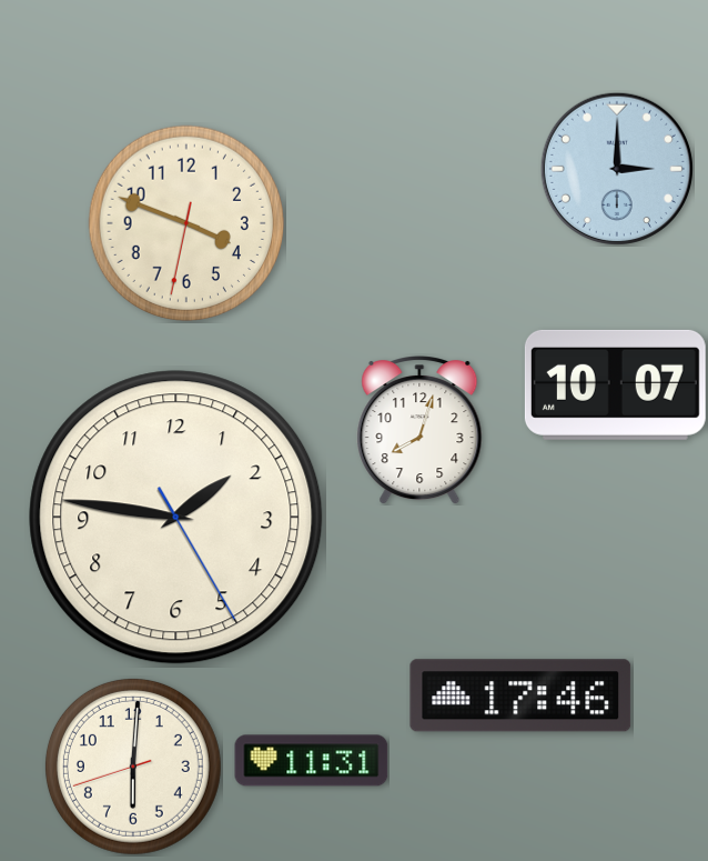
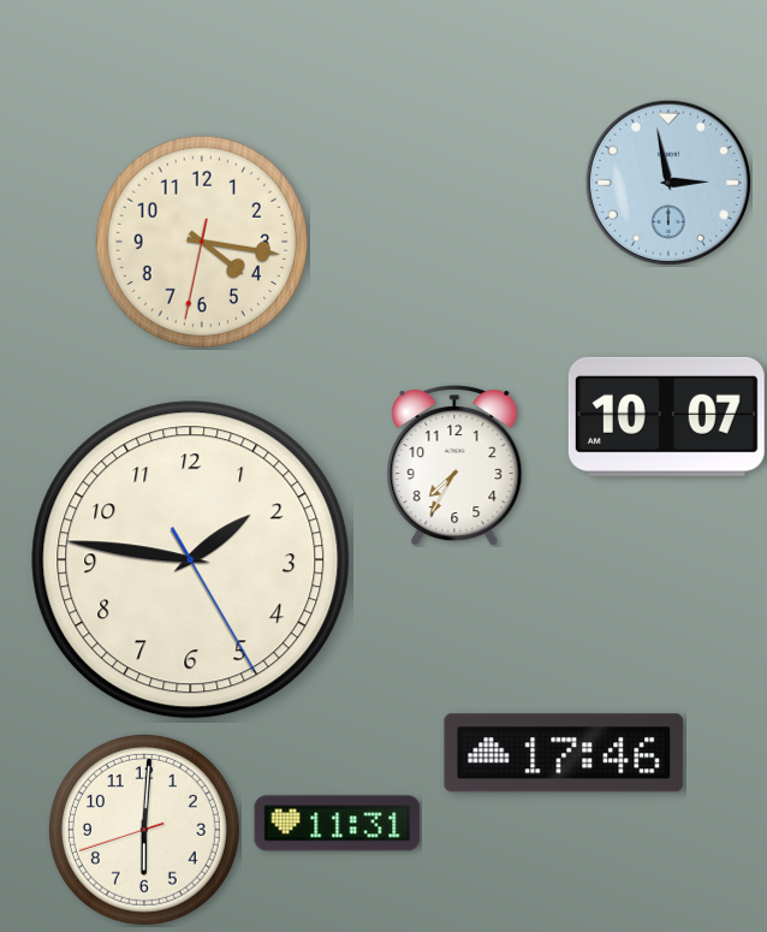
clock at (617, 169): 3:00 -> 2:58
clock at (186, 223): 3:48 -> 4:16
clock at (419, 431): 8:03 -> 7:35
